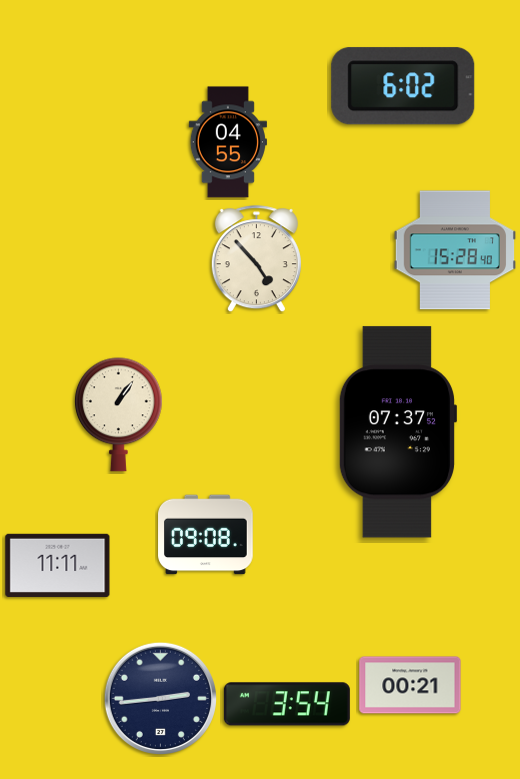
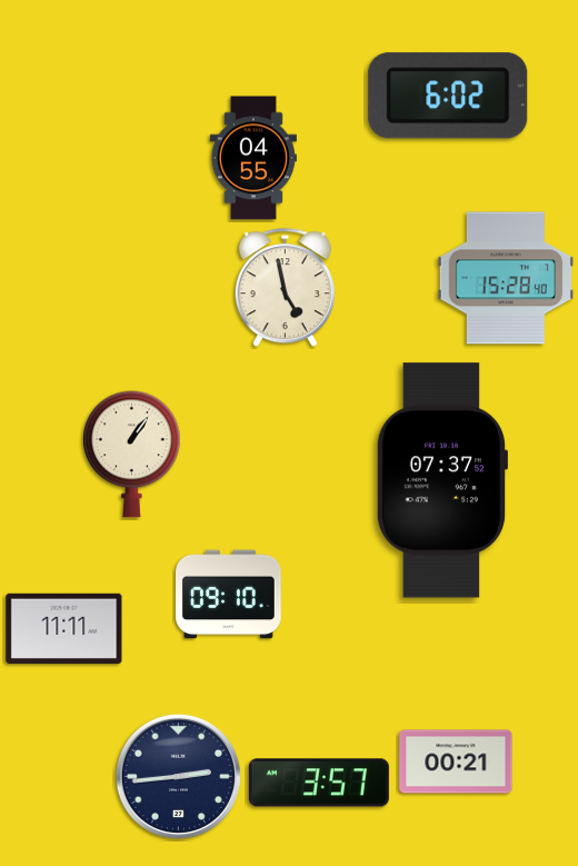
clock at (256, 259): 4:53 -> 4:58
clock at (118, 415) position: (118, 415) -> (131, 455)
clock at (206, 535): 09:08 -> 09:10
clock at (287, 704): 3:54 -> 3:57
